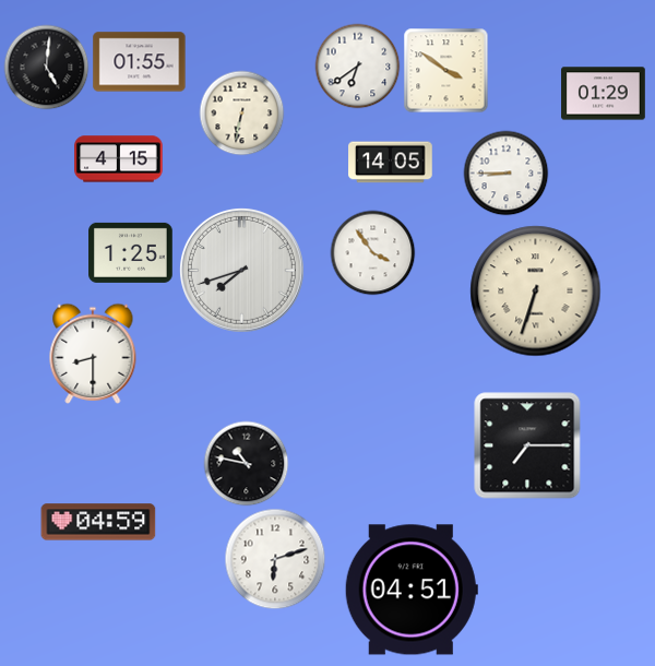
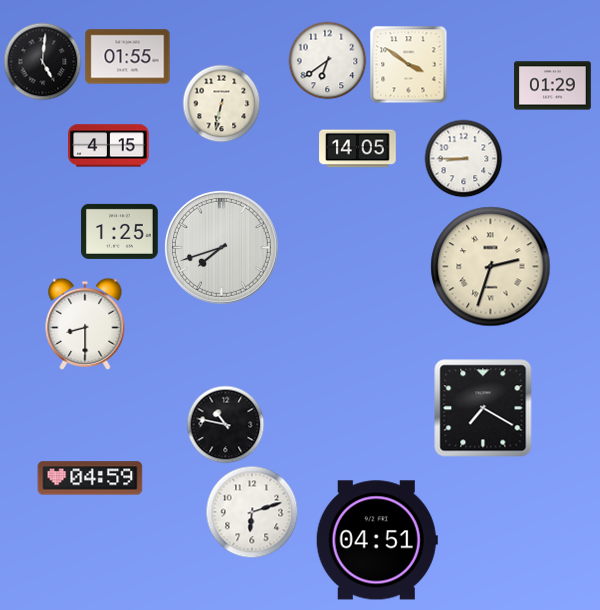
clock at (372, 252): 3:54 -> none
clock at (536, 292): 6:33 -> 2:33
clock at (527, 445): 7:15 -> 7:20
